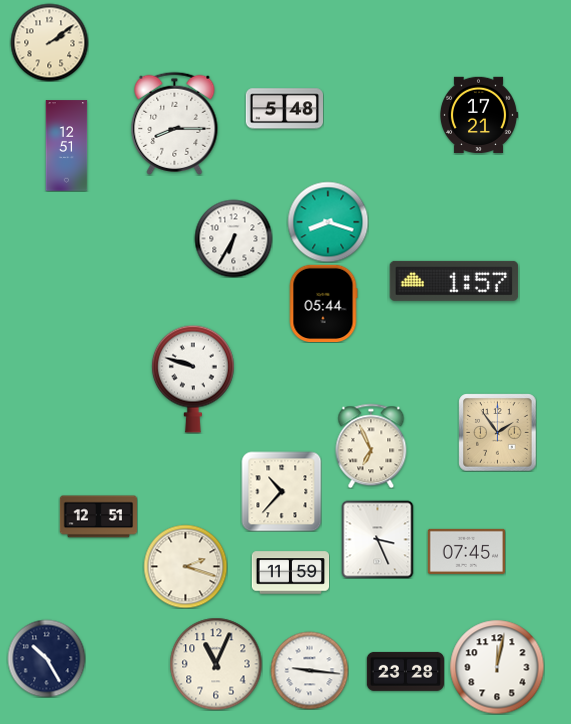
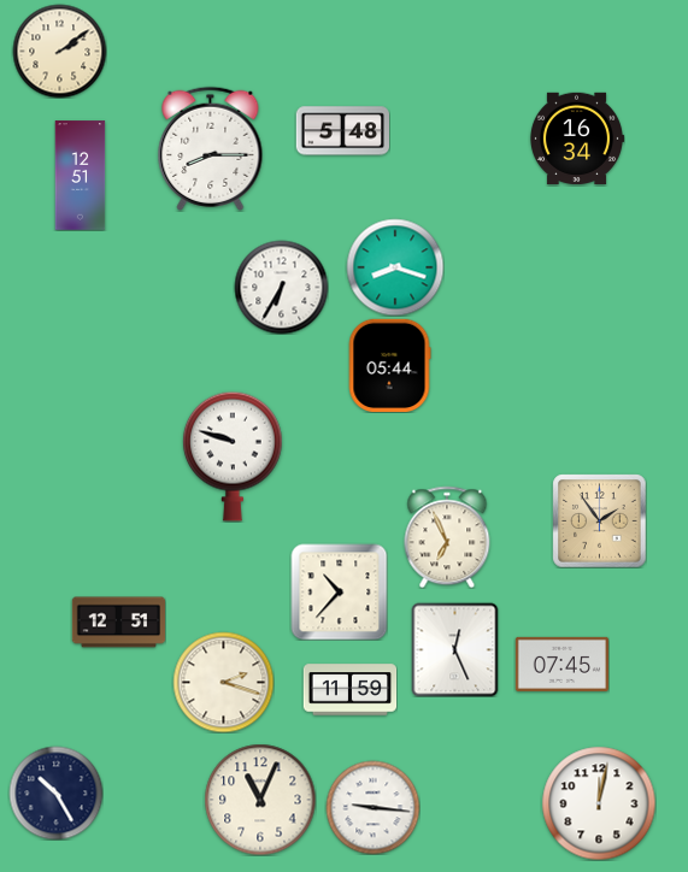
clock at (478, 115): 17:21 -> 16:34
clock at (454, 281): 1:57 -> none
clock at (378, 539): 3:26 -> 12:26
clock at (405, 671): 23:28 -> none
